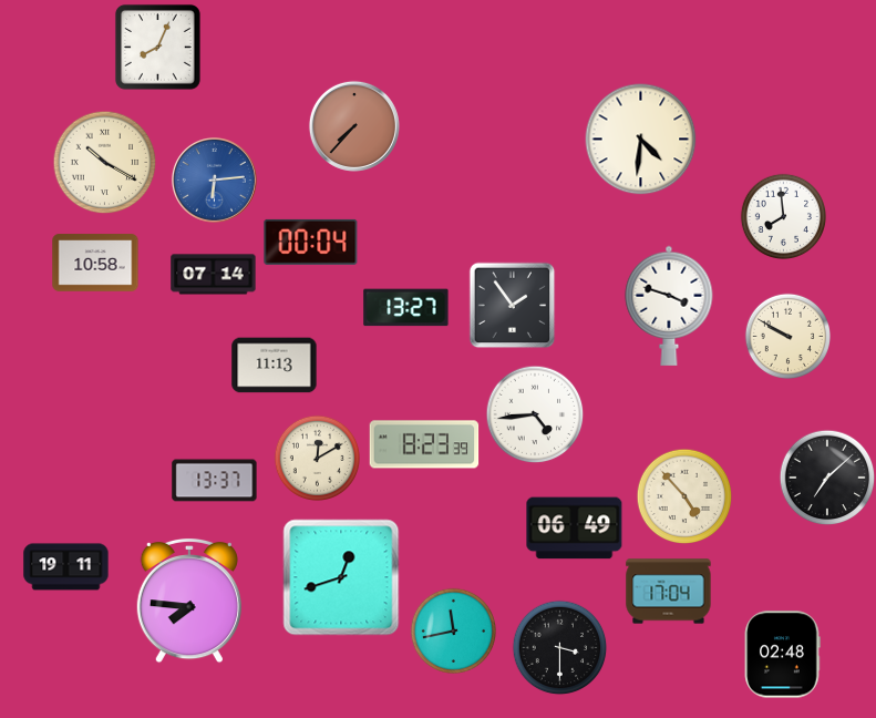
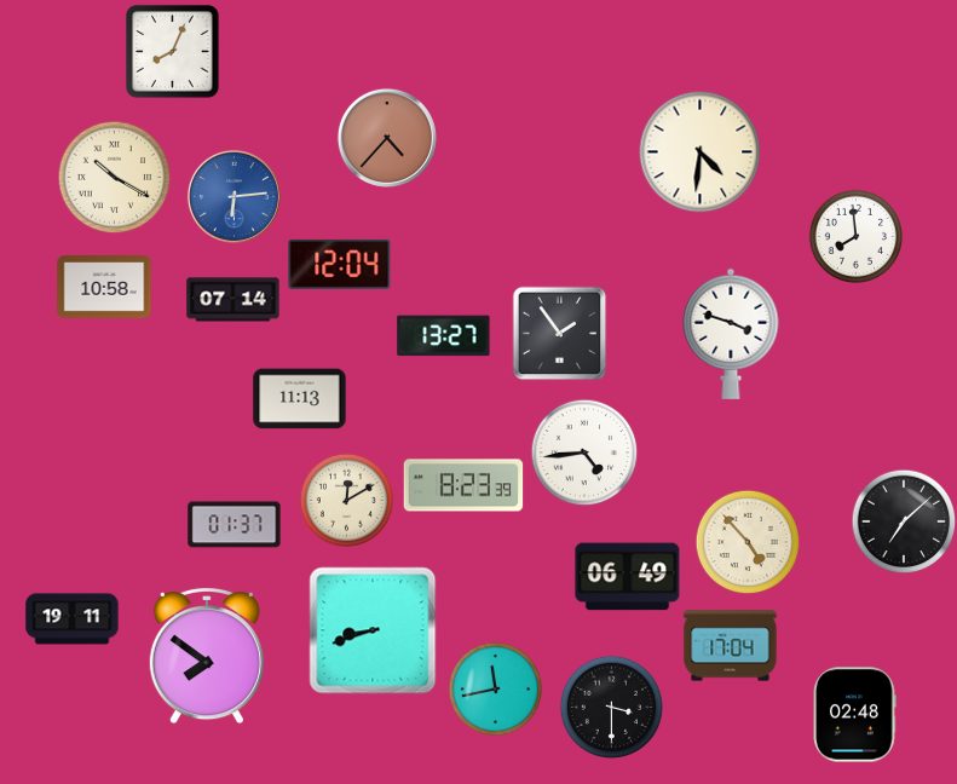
clock at (354, 126): 7:37 -> 4:37
clock at (311, 242): 00:04 -> 12:04
clock at (787, 336): 9:50 -> none
clock at (215, 481): 13:37 -> 01:37
clock at (341, 577): 12:42 -> 8:42
clock at (189, 601): 7:46 -> 7:51
